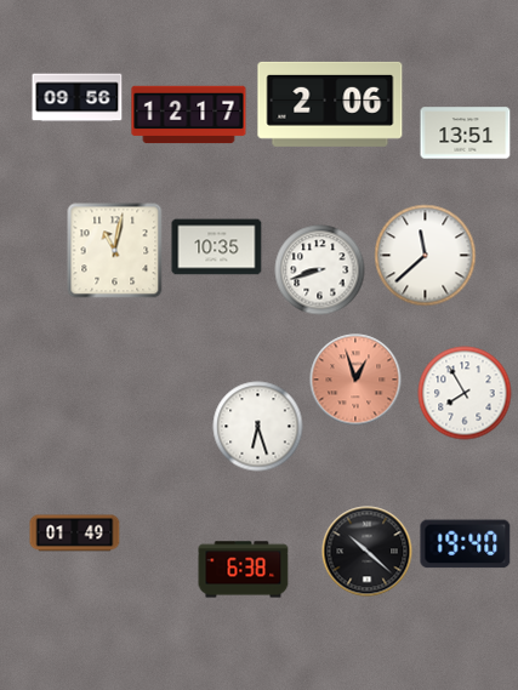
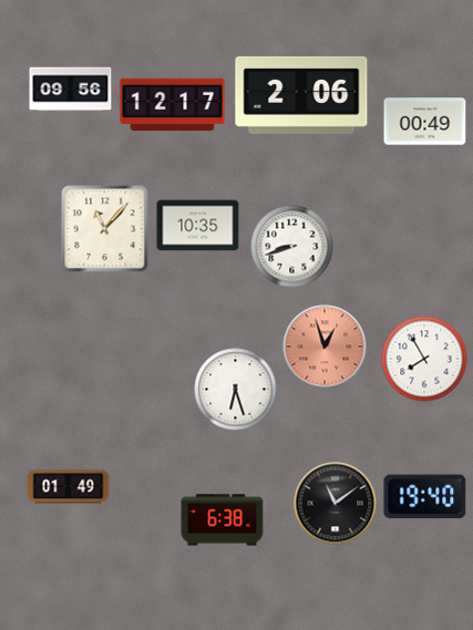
clock at (466, 133): 13:51 -> 00:49
clock at (115, 251): 11:02 -> 11:07
clock at (426, 256): 11:38 -> none
clock at (368, 552): 10:22 -> 11:09
